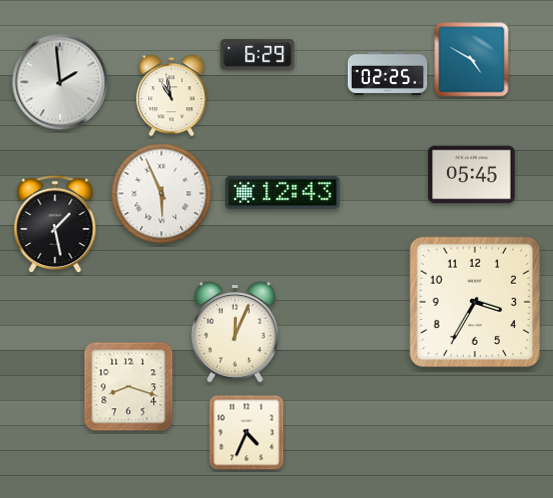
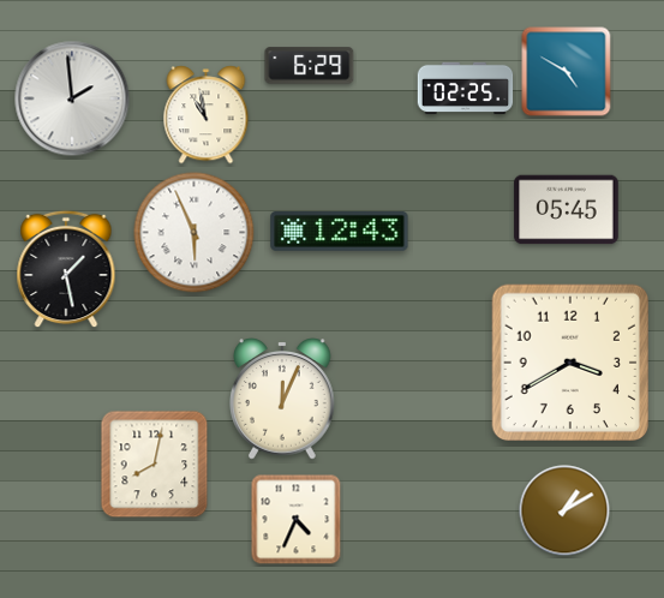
clock at (474, 301): 3:35 -> 3:40
clock at (129, 387): 8:18 -> 8:02
clock at (564, 510): none -> 1:10
